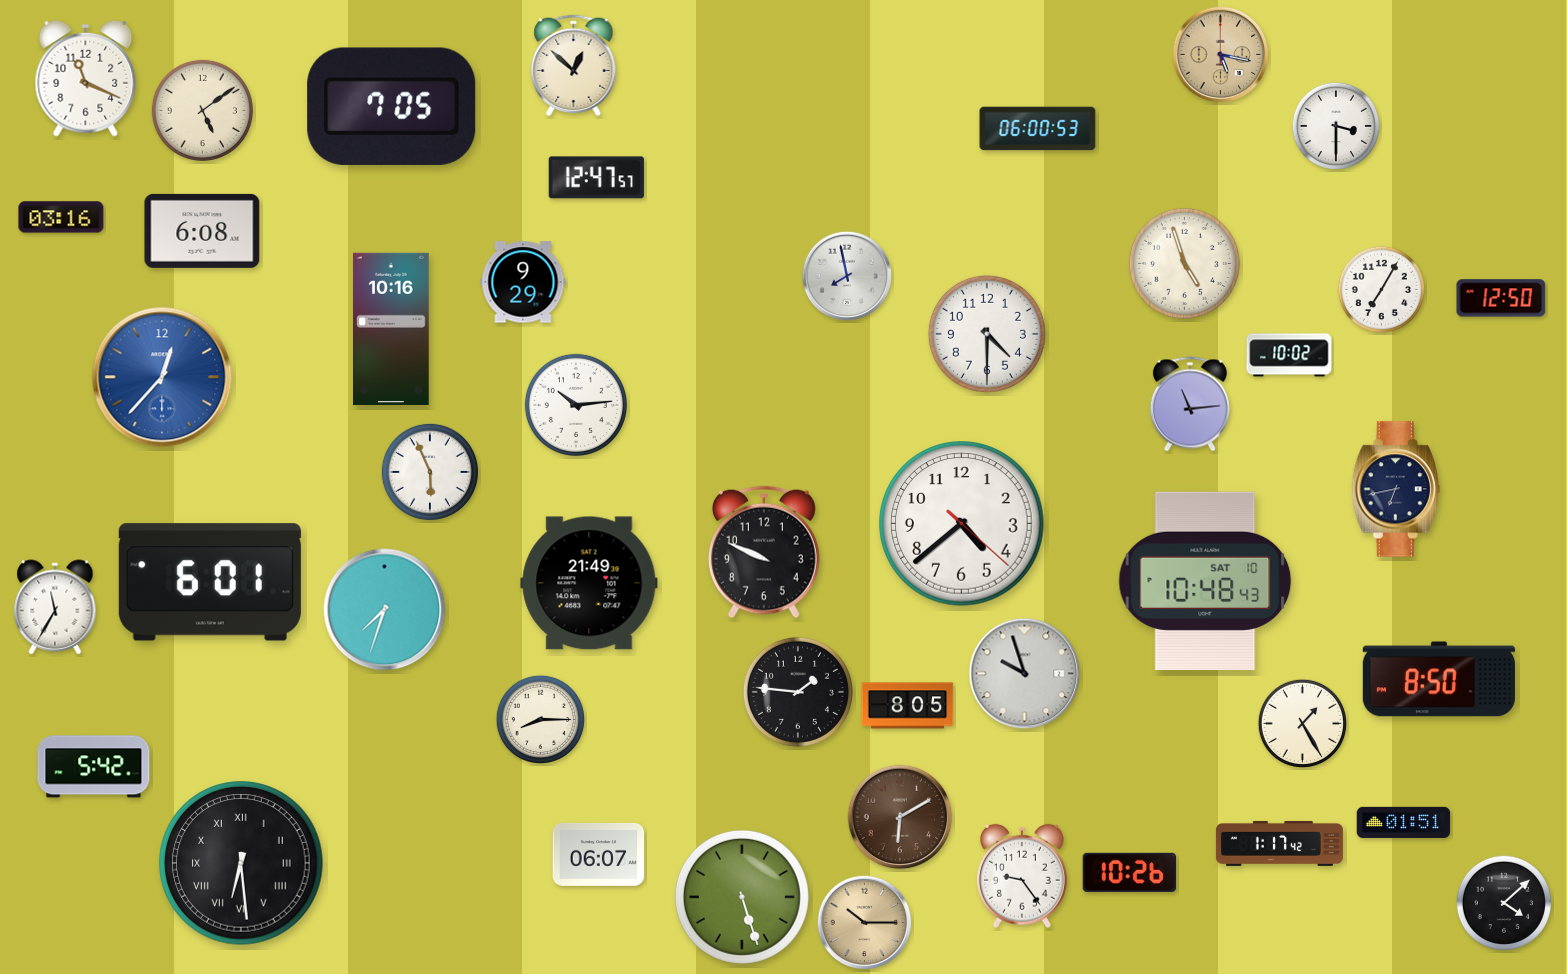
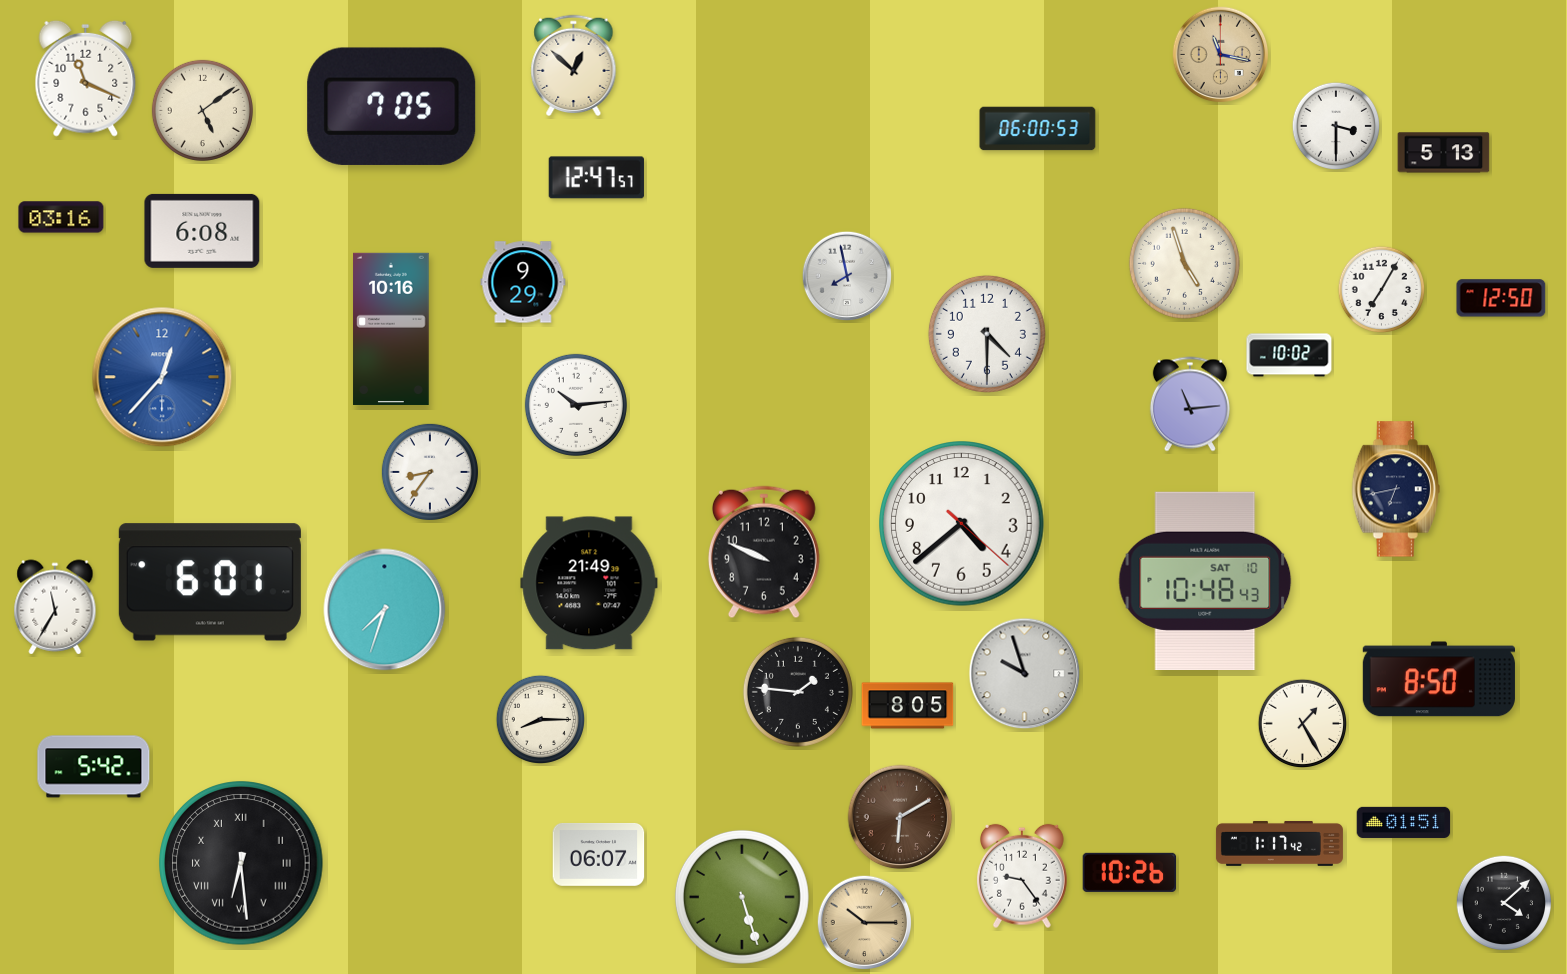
clock at (1221, 55): 5:17 -> 11:17
clock at (1444, 153): none -> 5:13
clock at (430, 472): 5:56 -> 8:36
